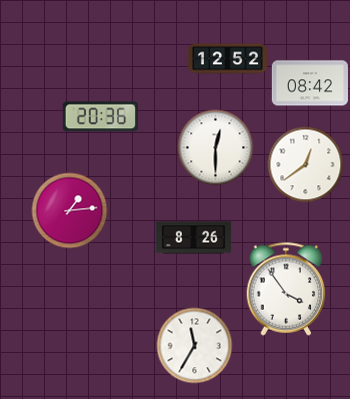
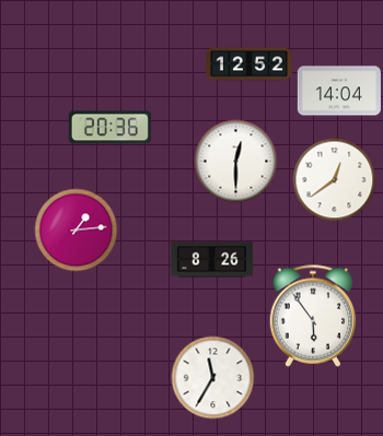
clock at (310, 83): 08:42 -> 14:04
clock at (286, 289): 3:54 -> 5:54
